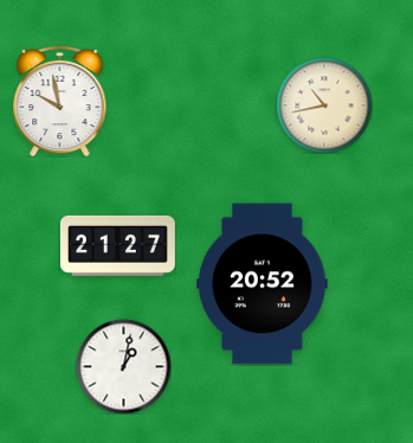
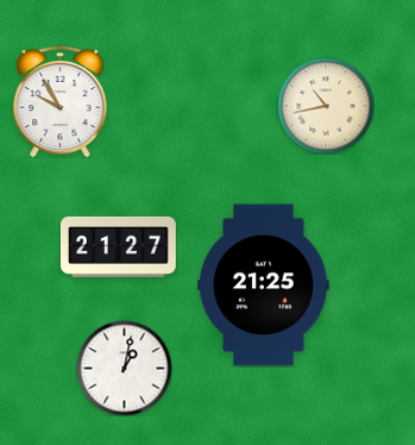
clock at (60, 101): 9:58 -> 9:55
clock at (263, 284): 20:52 -> 21:25
